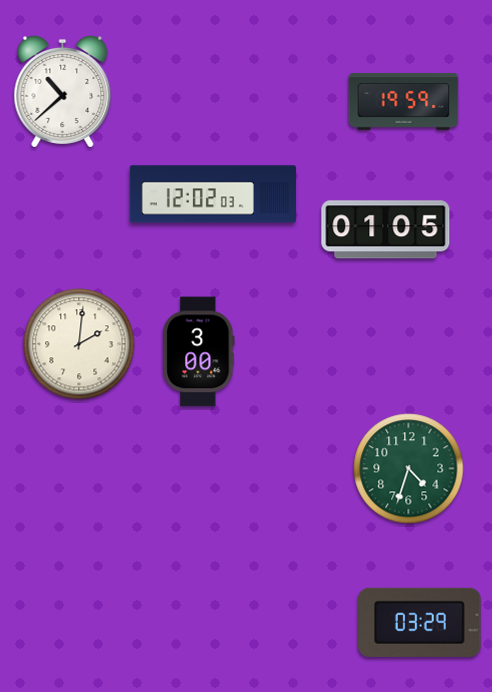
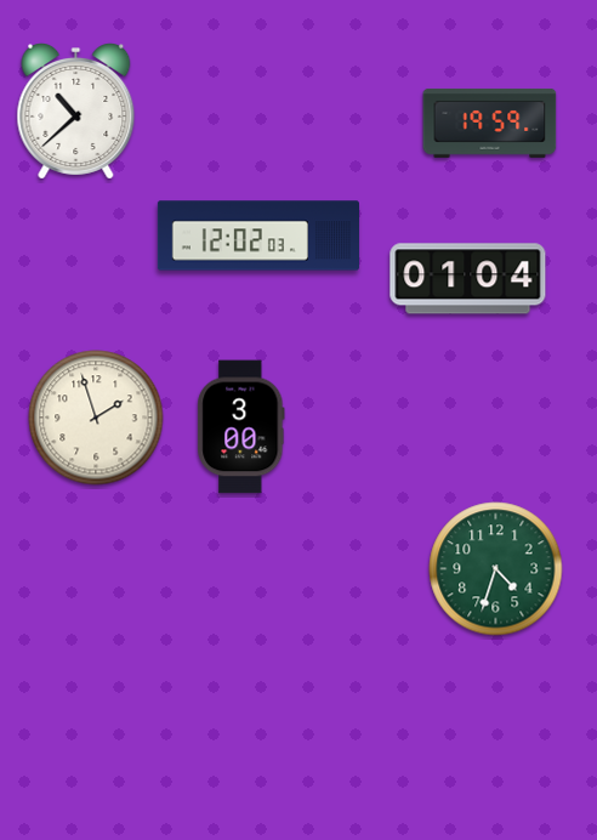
clock at (386, 230): 01:05 -> 01:04
clock at (79, 344): 2:01 -> 1:57
clock at (420, 622): 03:29 -> none
